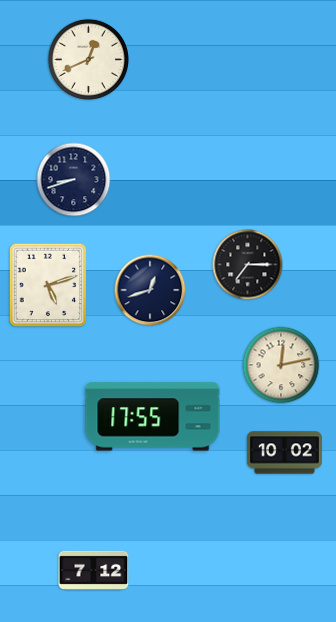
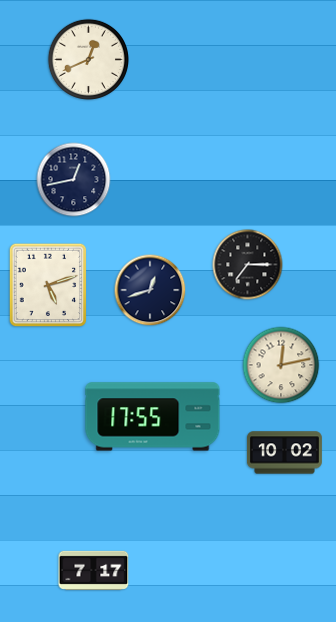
clock at (74, 180): 8:42 -> 12:43
clock at (94, 570): 7:12 -> 7:17
